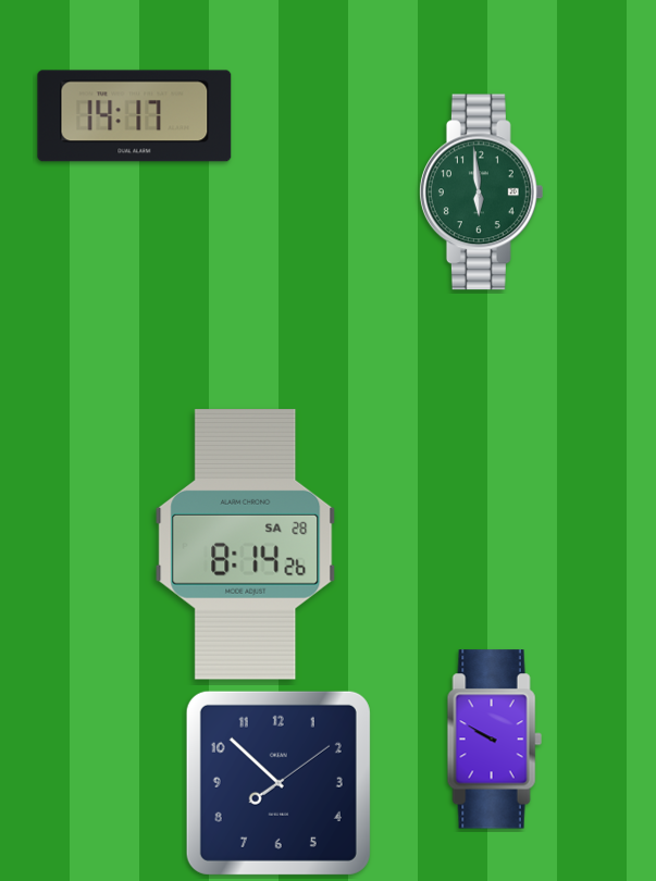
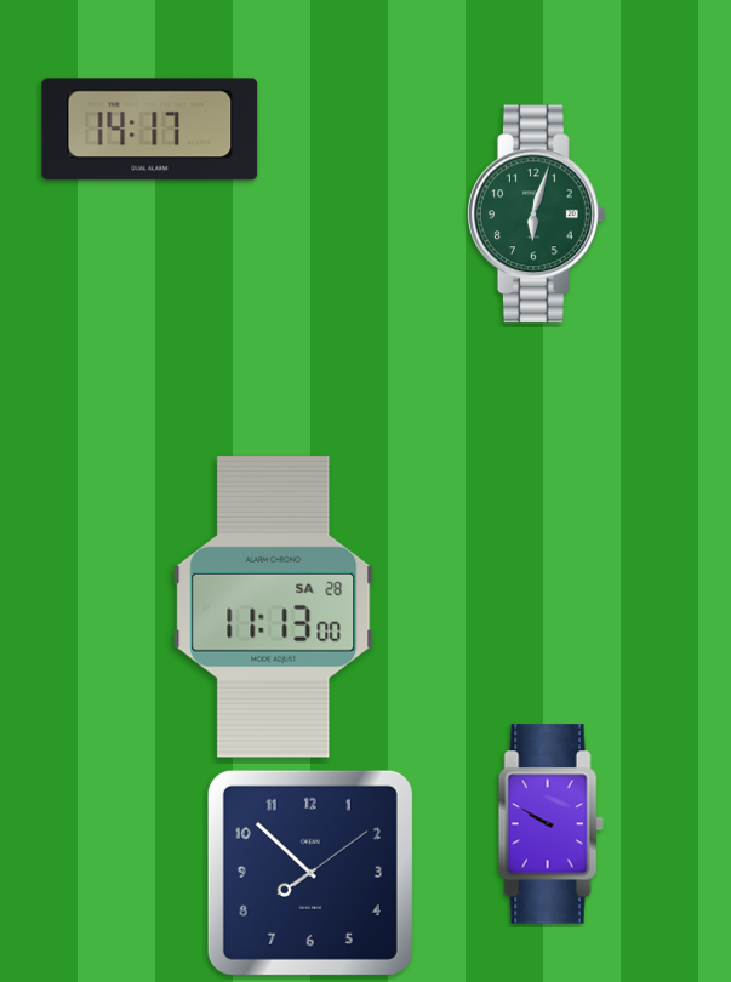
clock at (481, 193): 5:59 -> 6:03
clock at (246, 545): 8:14 -> 11:13
